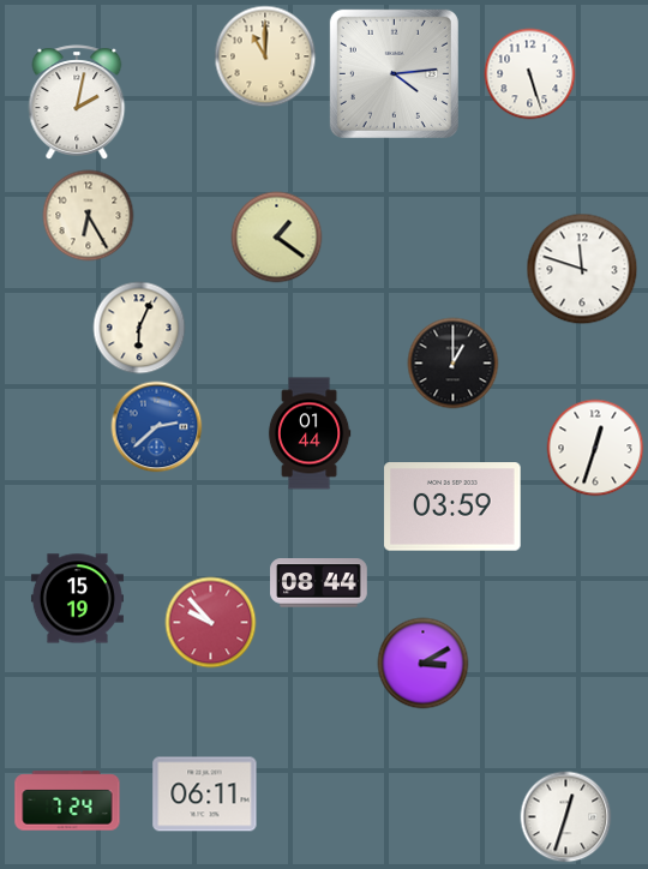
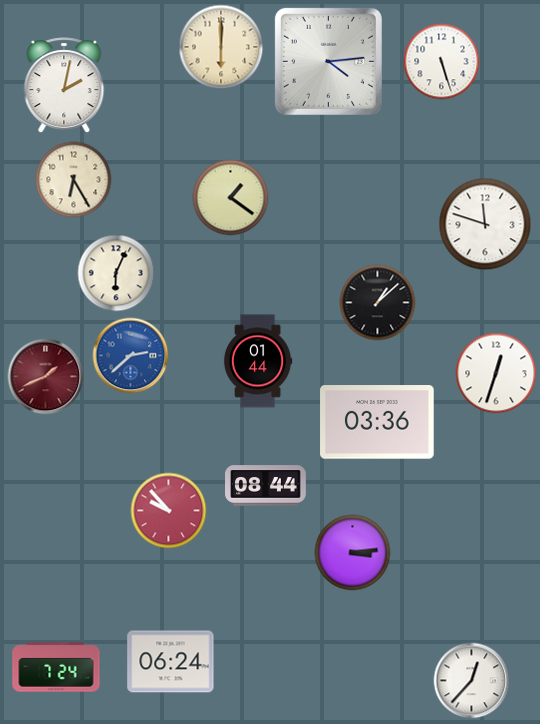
clock at (265, 56): 11:00 -> 6:00
clock at (454, 364): 1:00 -> 1:08
clock at (46, 377): none -> 1:41
clock at (452, 507): 03:59 -> 03:36
clock at (77, 599): 15:19 -> none
clock at (211, 623) position: (211, 623) -> (169, 511)
clock at (424, 664): 3:10 -> 3:14
clock at (205, 795): 06:11 -> 06:24
clock at (566, 817): 12:33 -> 12:37
